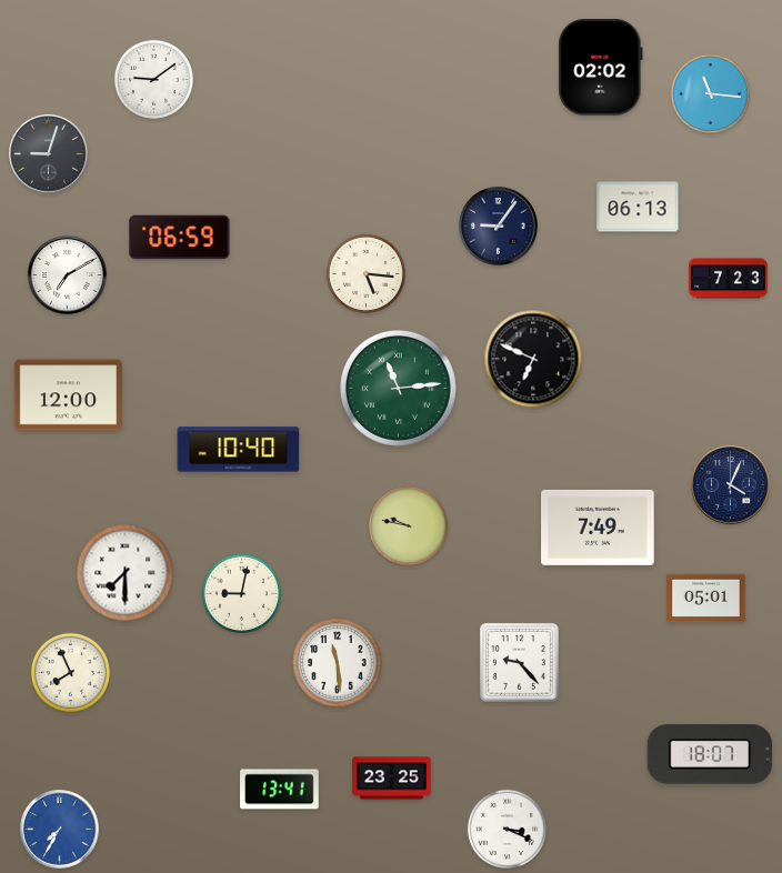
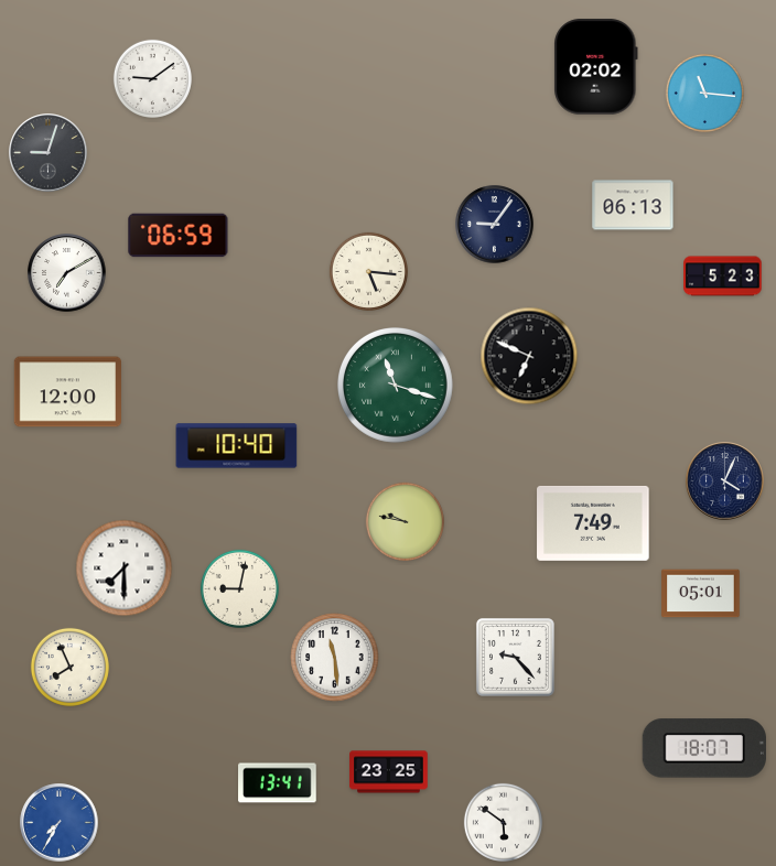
clock at (365, 273) position: (365, 273) -> (368, 271)
clock at (729, 279): 7:23 -> 5:23
clock at (399, 389): 11:14 -> 11:18
clock at (507, 829): 3:19 -> 5:51
